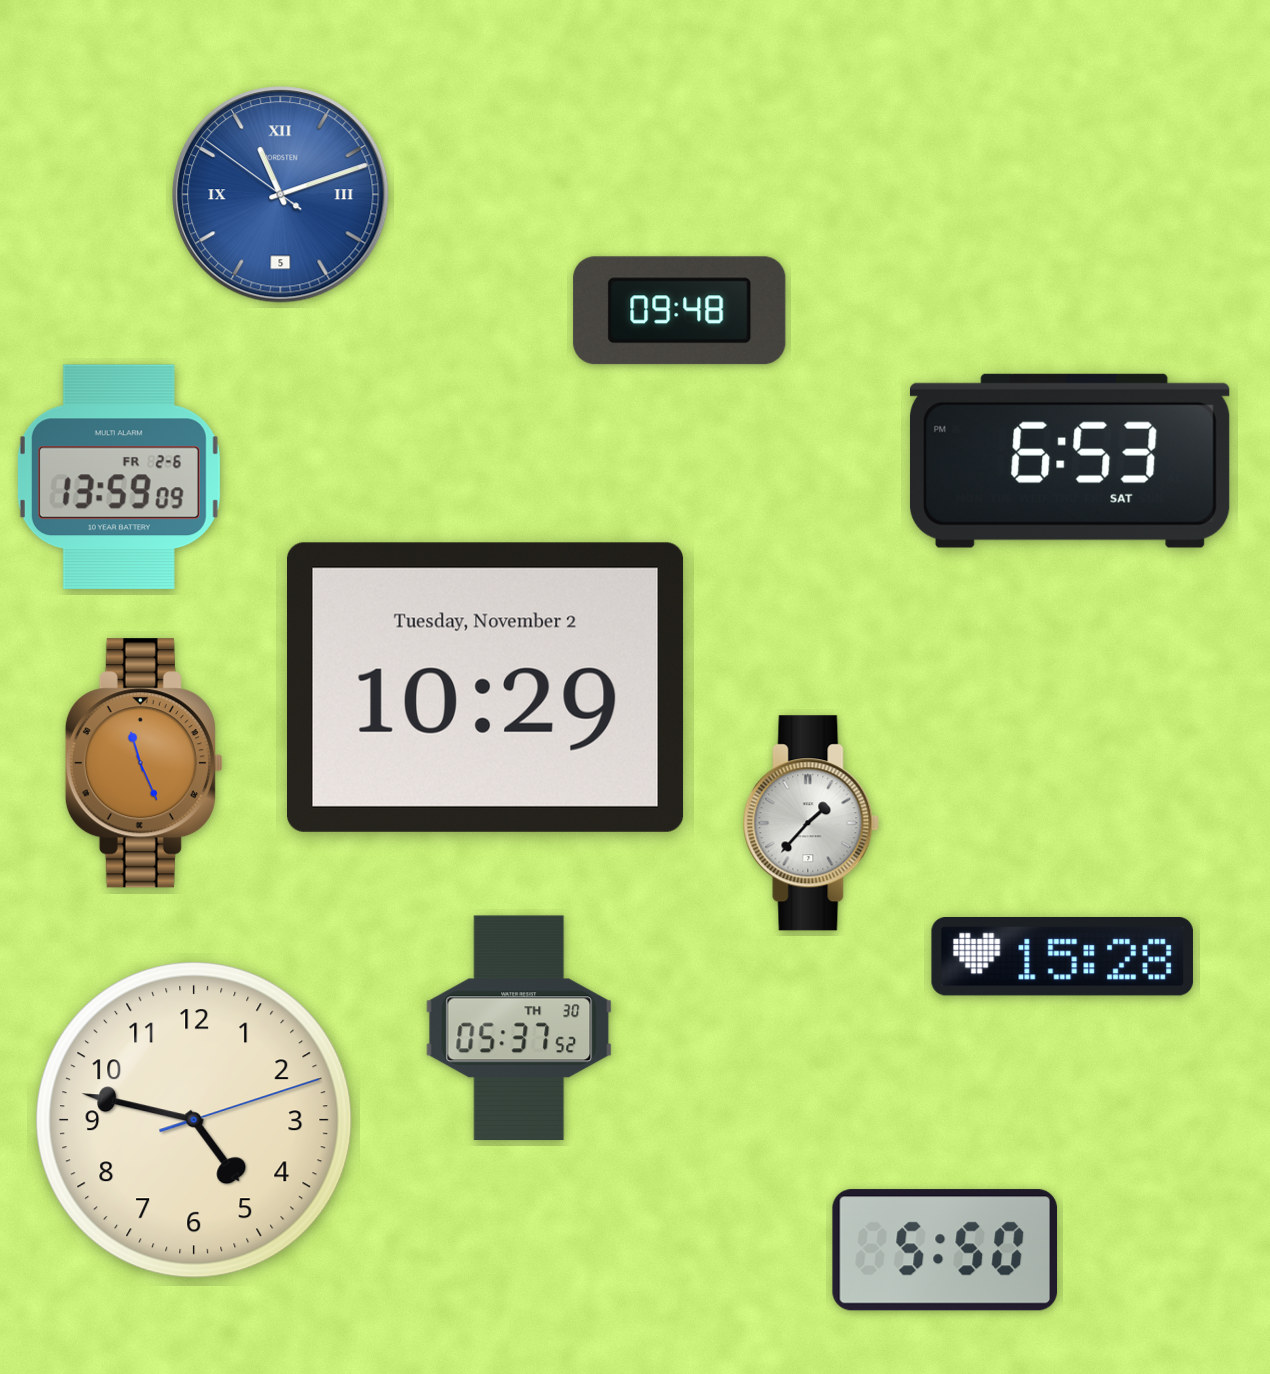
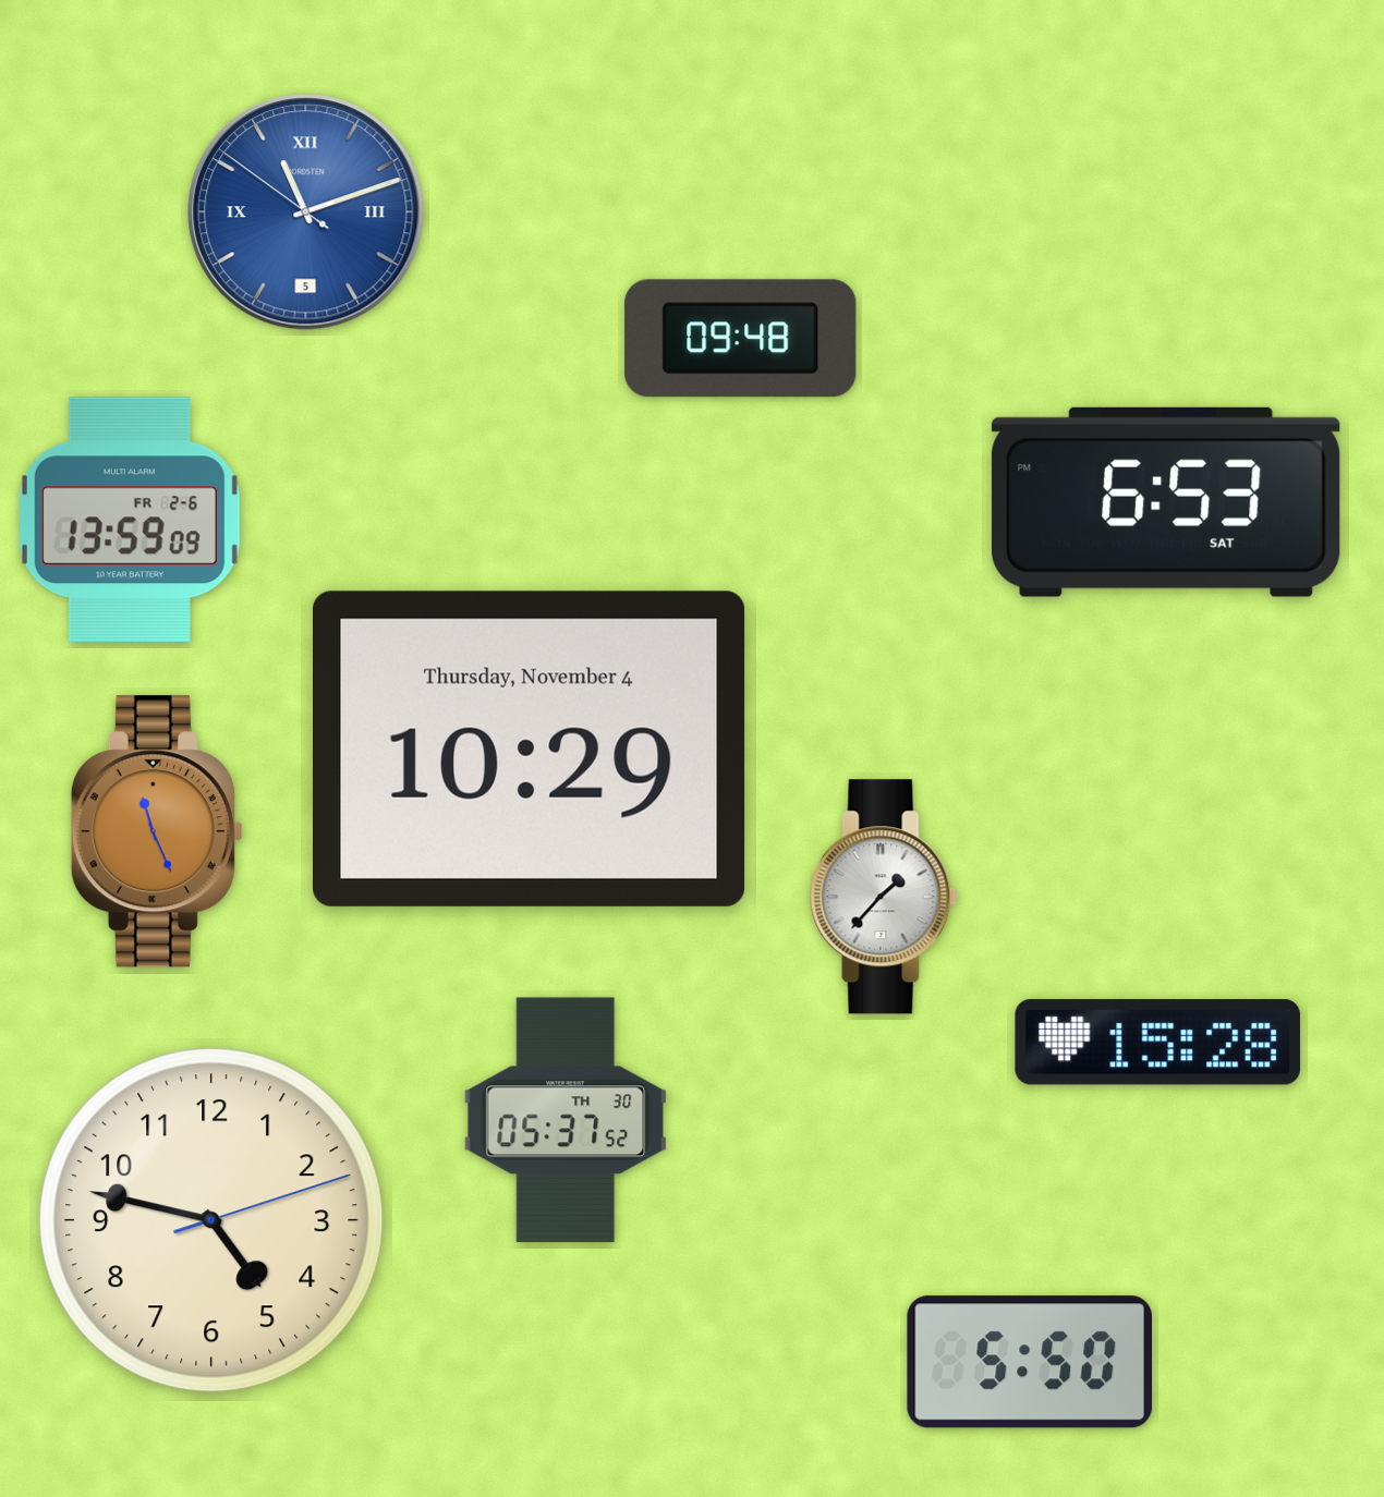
clock at (486, 687) date: Tuesday, November 2 -> Thursday, November 4
